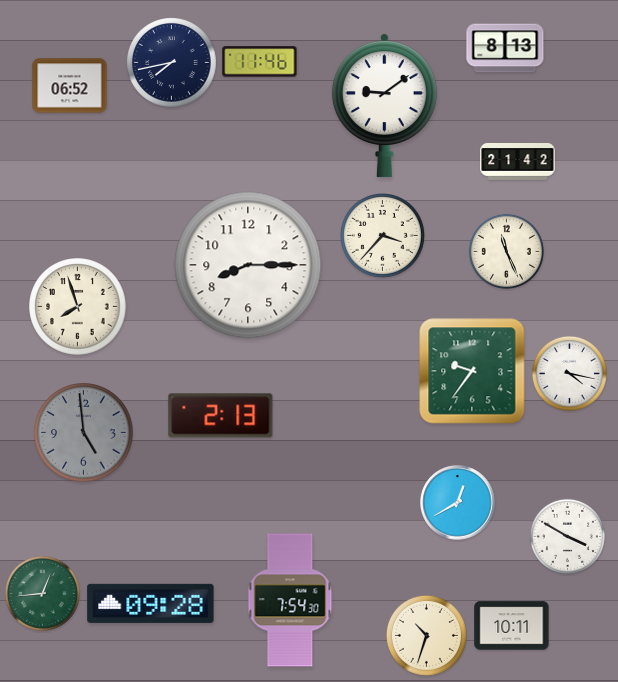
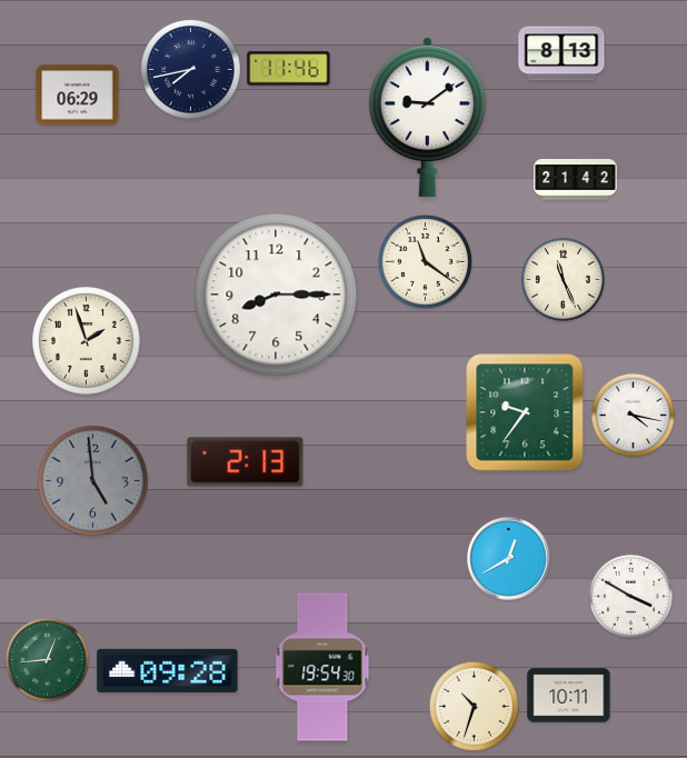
clock at (70, 86): 06:52 -> 06:29
clock at (382, 235): 3:37 -> 11:21
clock at (78, 307): 7:57 -> 1:57
clock at (290, 600): 7:54 -> 19:54
